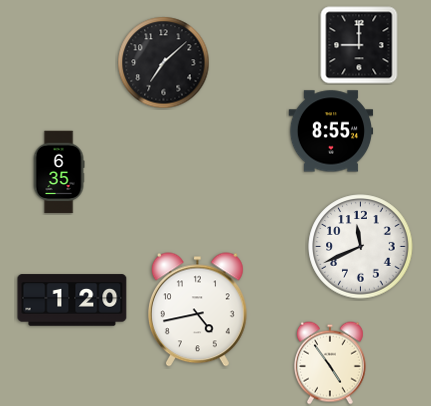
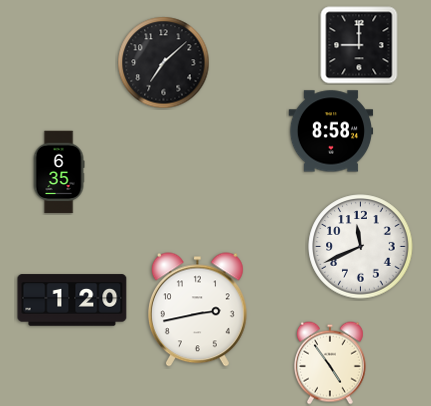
clock at (331, 131): 8:55 -> 8:58
clock at (197, 310): 4:43 -> 2:43
